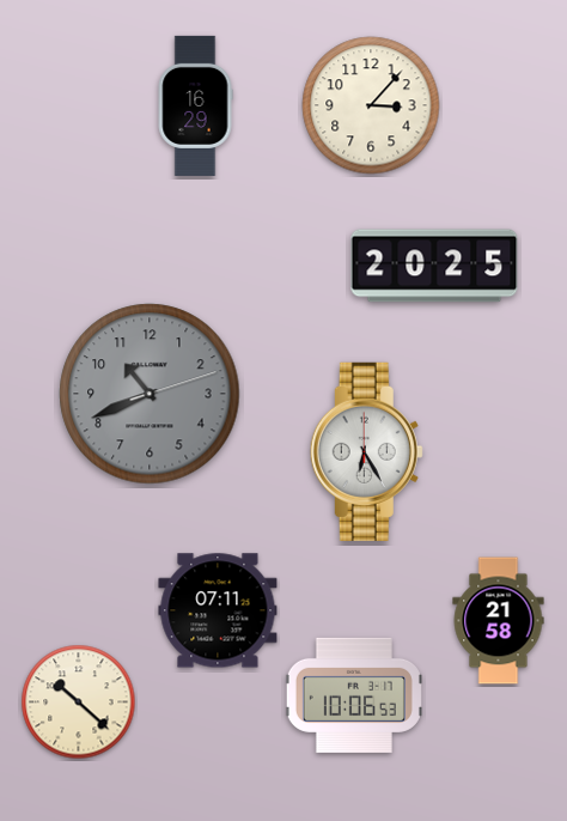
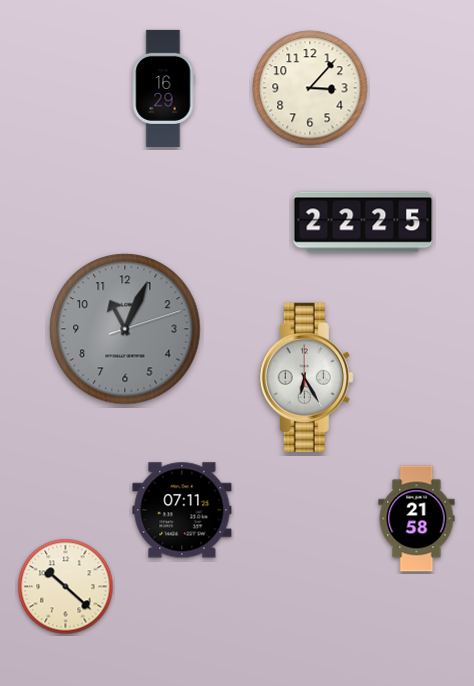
clock at (434, 266): 20:25 -> 22:25
clock at (150, 394): 10:41 -> 11:04
clock at (354, 695): 10:06 -> none
